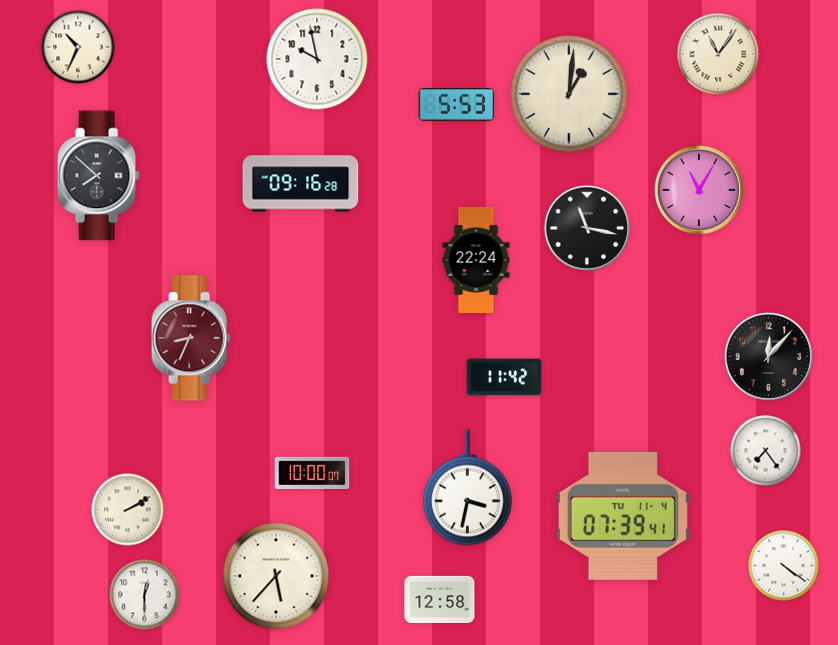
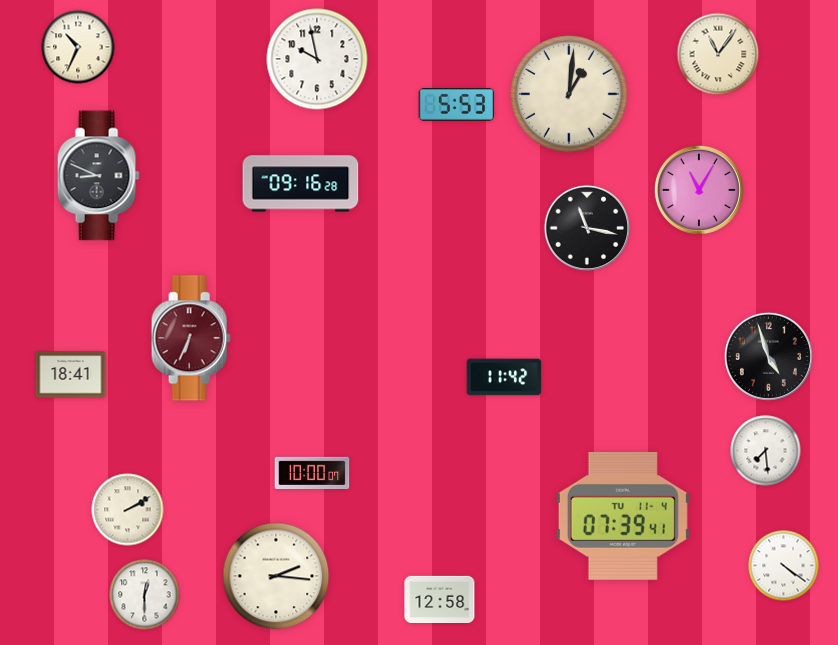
clock at (98, 176): 7:52 -> 8:49
clock at (476, 260): 22:24 -> none
clock at (191, 338): 8:34 -> 6:34
clock at (768, 356): 12:07 -> 4:57
clock at (71, 375): none -> 18:41
clock at (766, 451): 7:24 -> 7:29
clock at (467, 488): 3:32 -> none
clock at (276, 576): 5:37 -> 2:16
